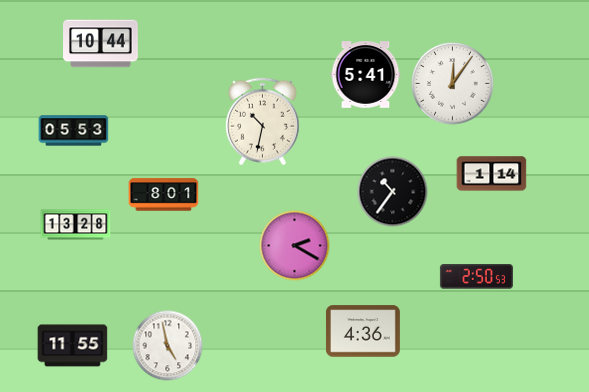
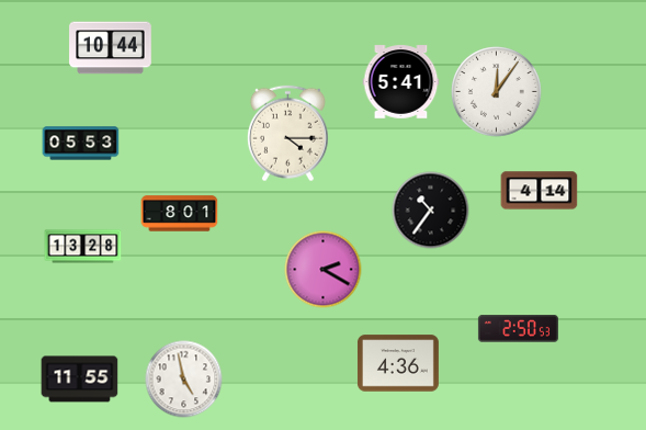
clock at (263, 122): 10:32 -> 4:15
clock at (492, 174): 1:14 -> 4:14
clock at (476, 277) position: (476, 277) -> (518, 329)
